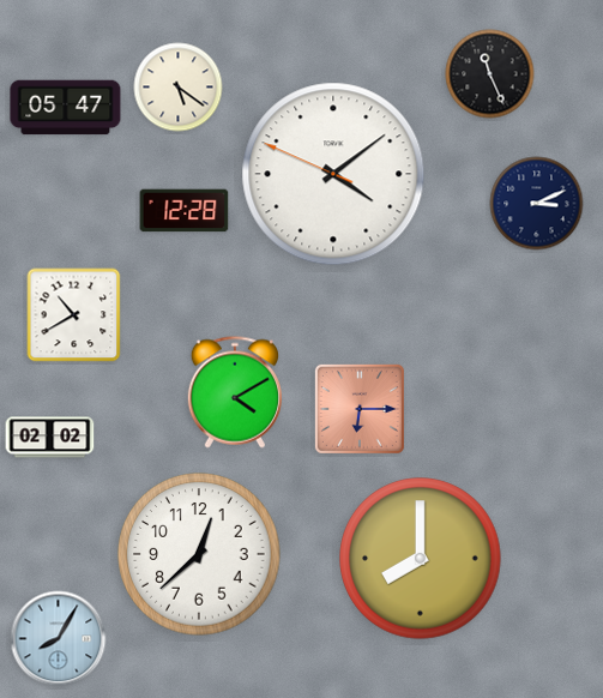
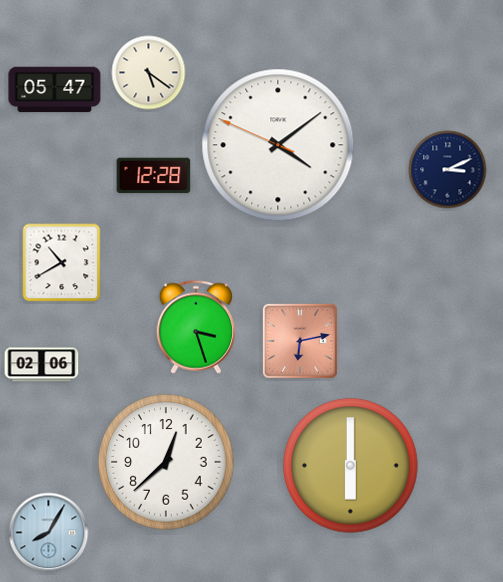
clock at (490, 74): 11:26 -> none
clock at (235, 392): 4:10 -> 3:27
clock at (360, 409): 6:15 -> 6:13
clock at (50, 438): 02:02 -> 02:06
clock at (421, 559): 8:00 -> 6:00
